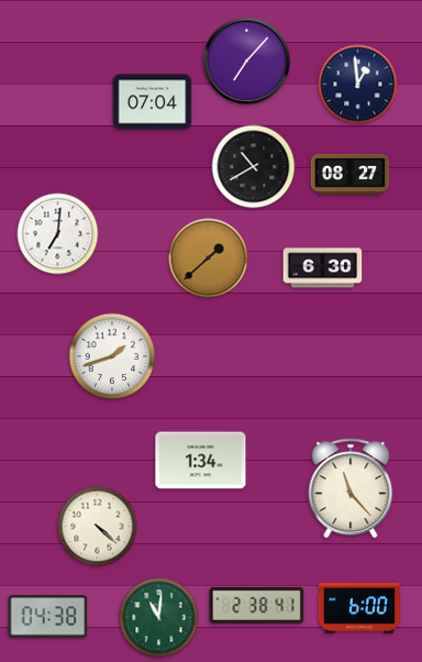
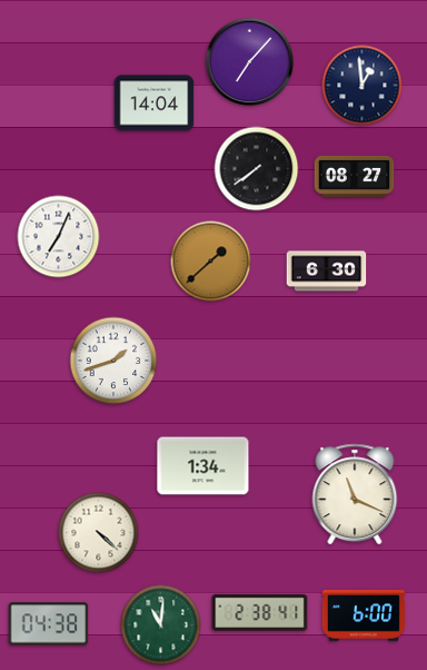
clock at (153, 102): 07:04 -> 14:04
clock at (254, 167): 10:40 -> 7:39
clock at (58, 234): 7:01 -> 7:04
clock at (351, 488): 11:23 -> 11:19
